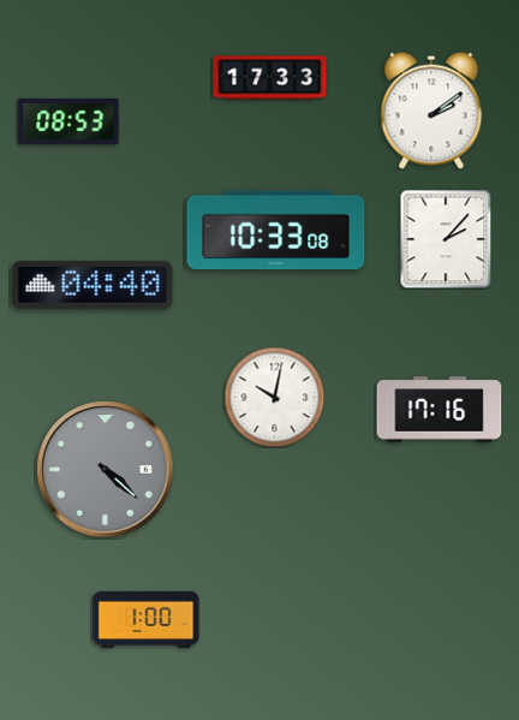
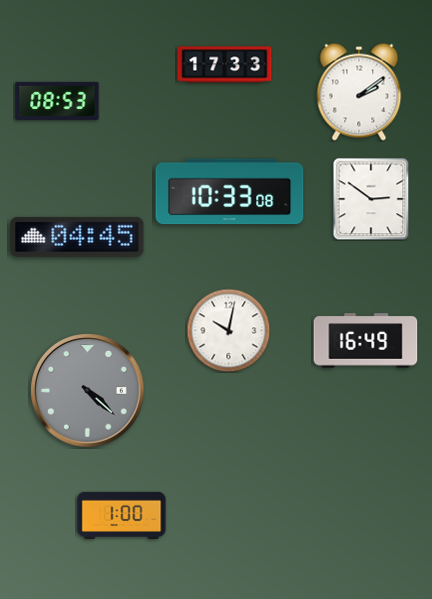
clock at (446, 239): 2:07 -> 2:51
clock at (93, 285): 04:40 -> 04:45
clock at (440, 410): 17:16 -> 16:49
